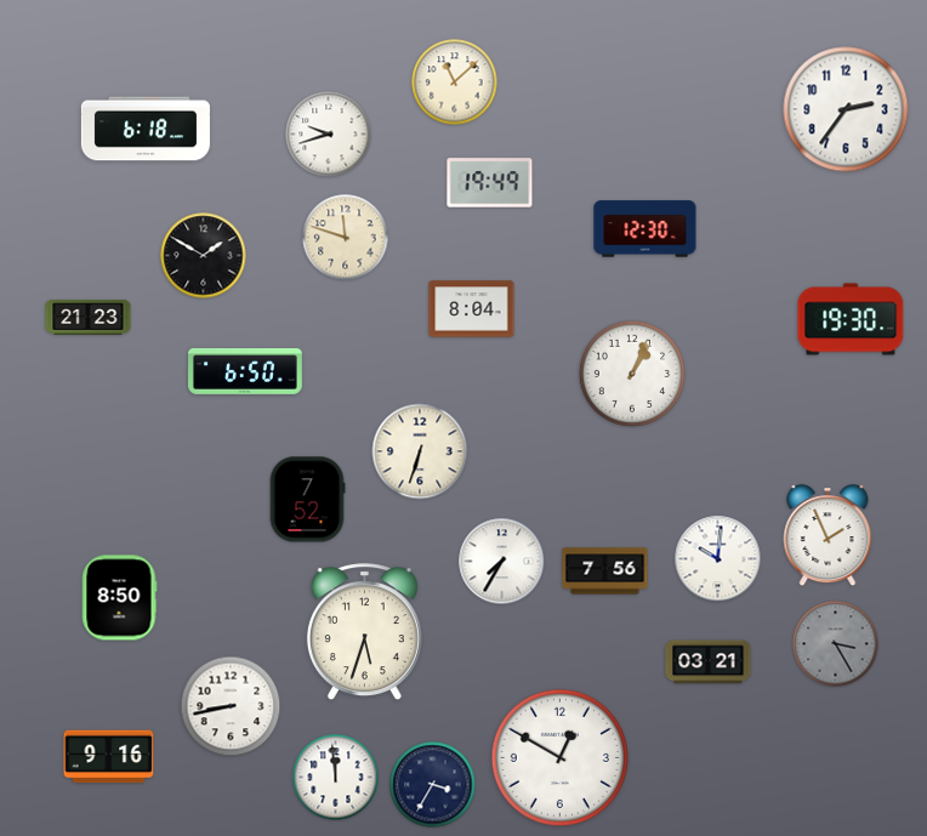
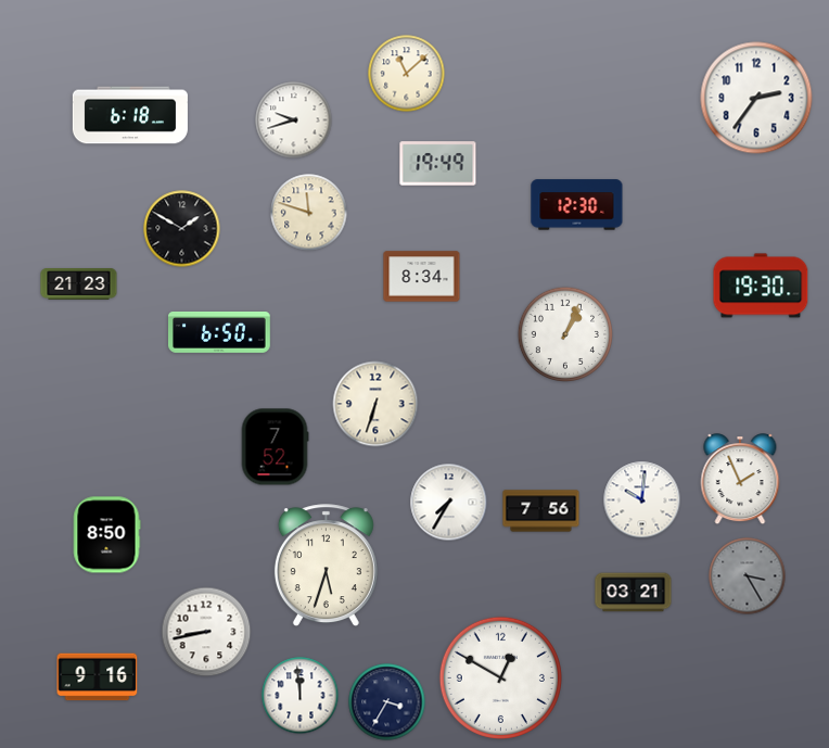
clock at (472, 309): 8:04 -> 8:34
